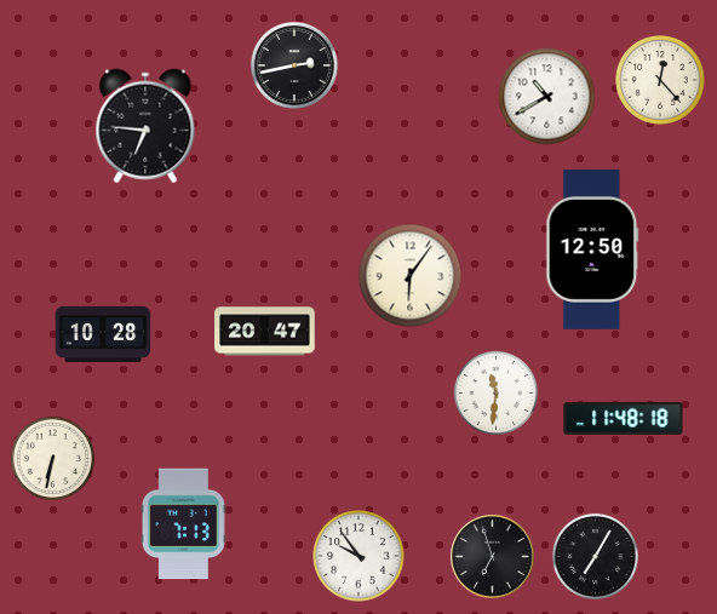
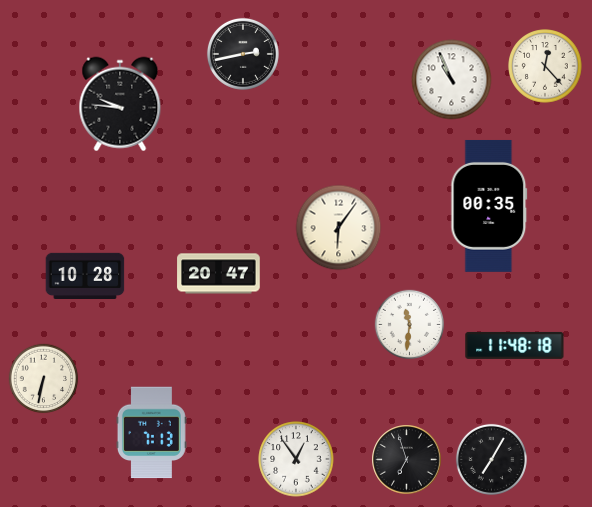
clock at (547, 97): 10:40 -> 10:56
clock at (145, 126): 6:46 -> 9:46
clock at (592, 249): 12:50 -> 00:35
clock at (358, 556): 9:54 -> 12:54
